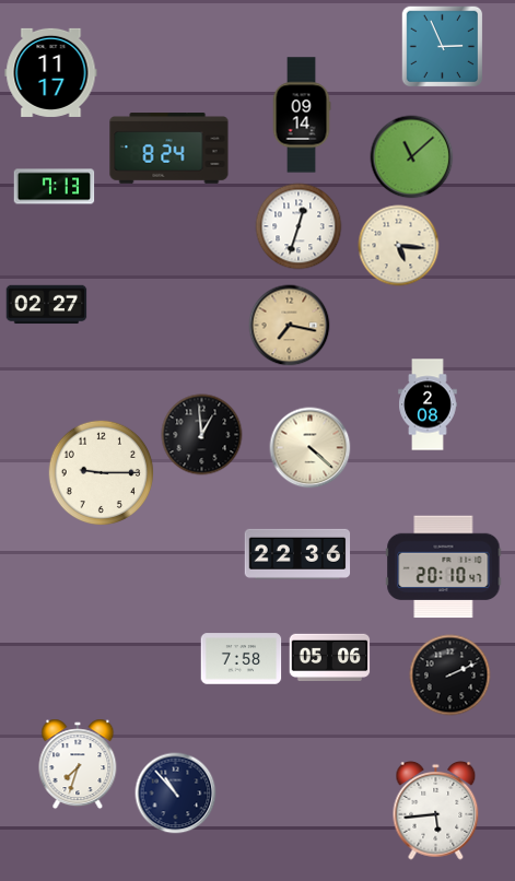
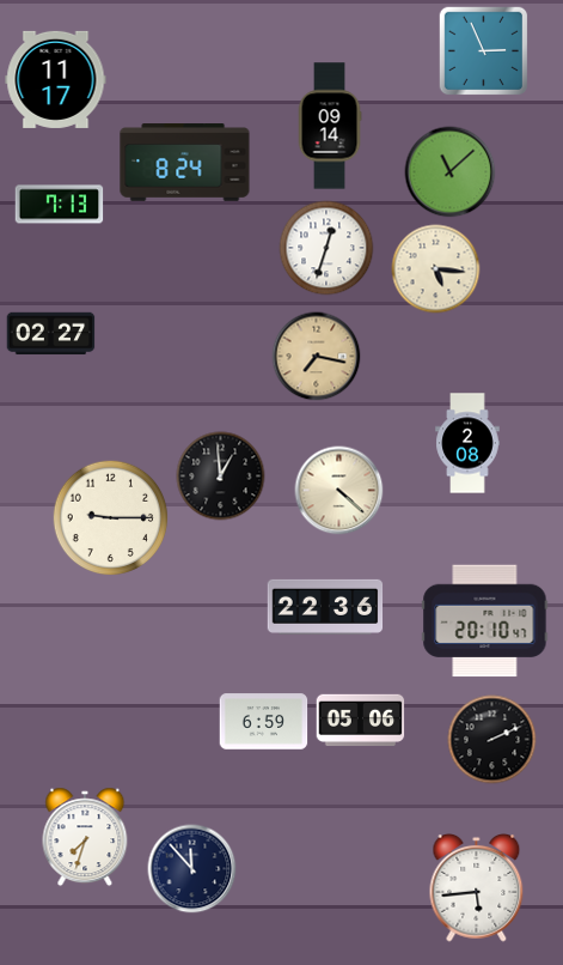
clock at (242, 659): 7:58 -> 6:59
clock at (176, 794): 10:53 -> 11:53
